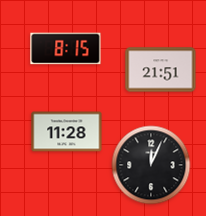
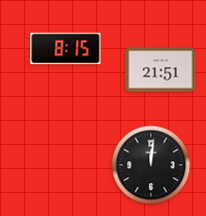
clock at (67, 132): 11:28 -> none
clock at (151, 165): 12:04 -> 12:01
